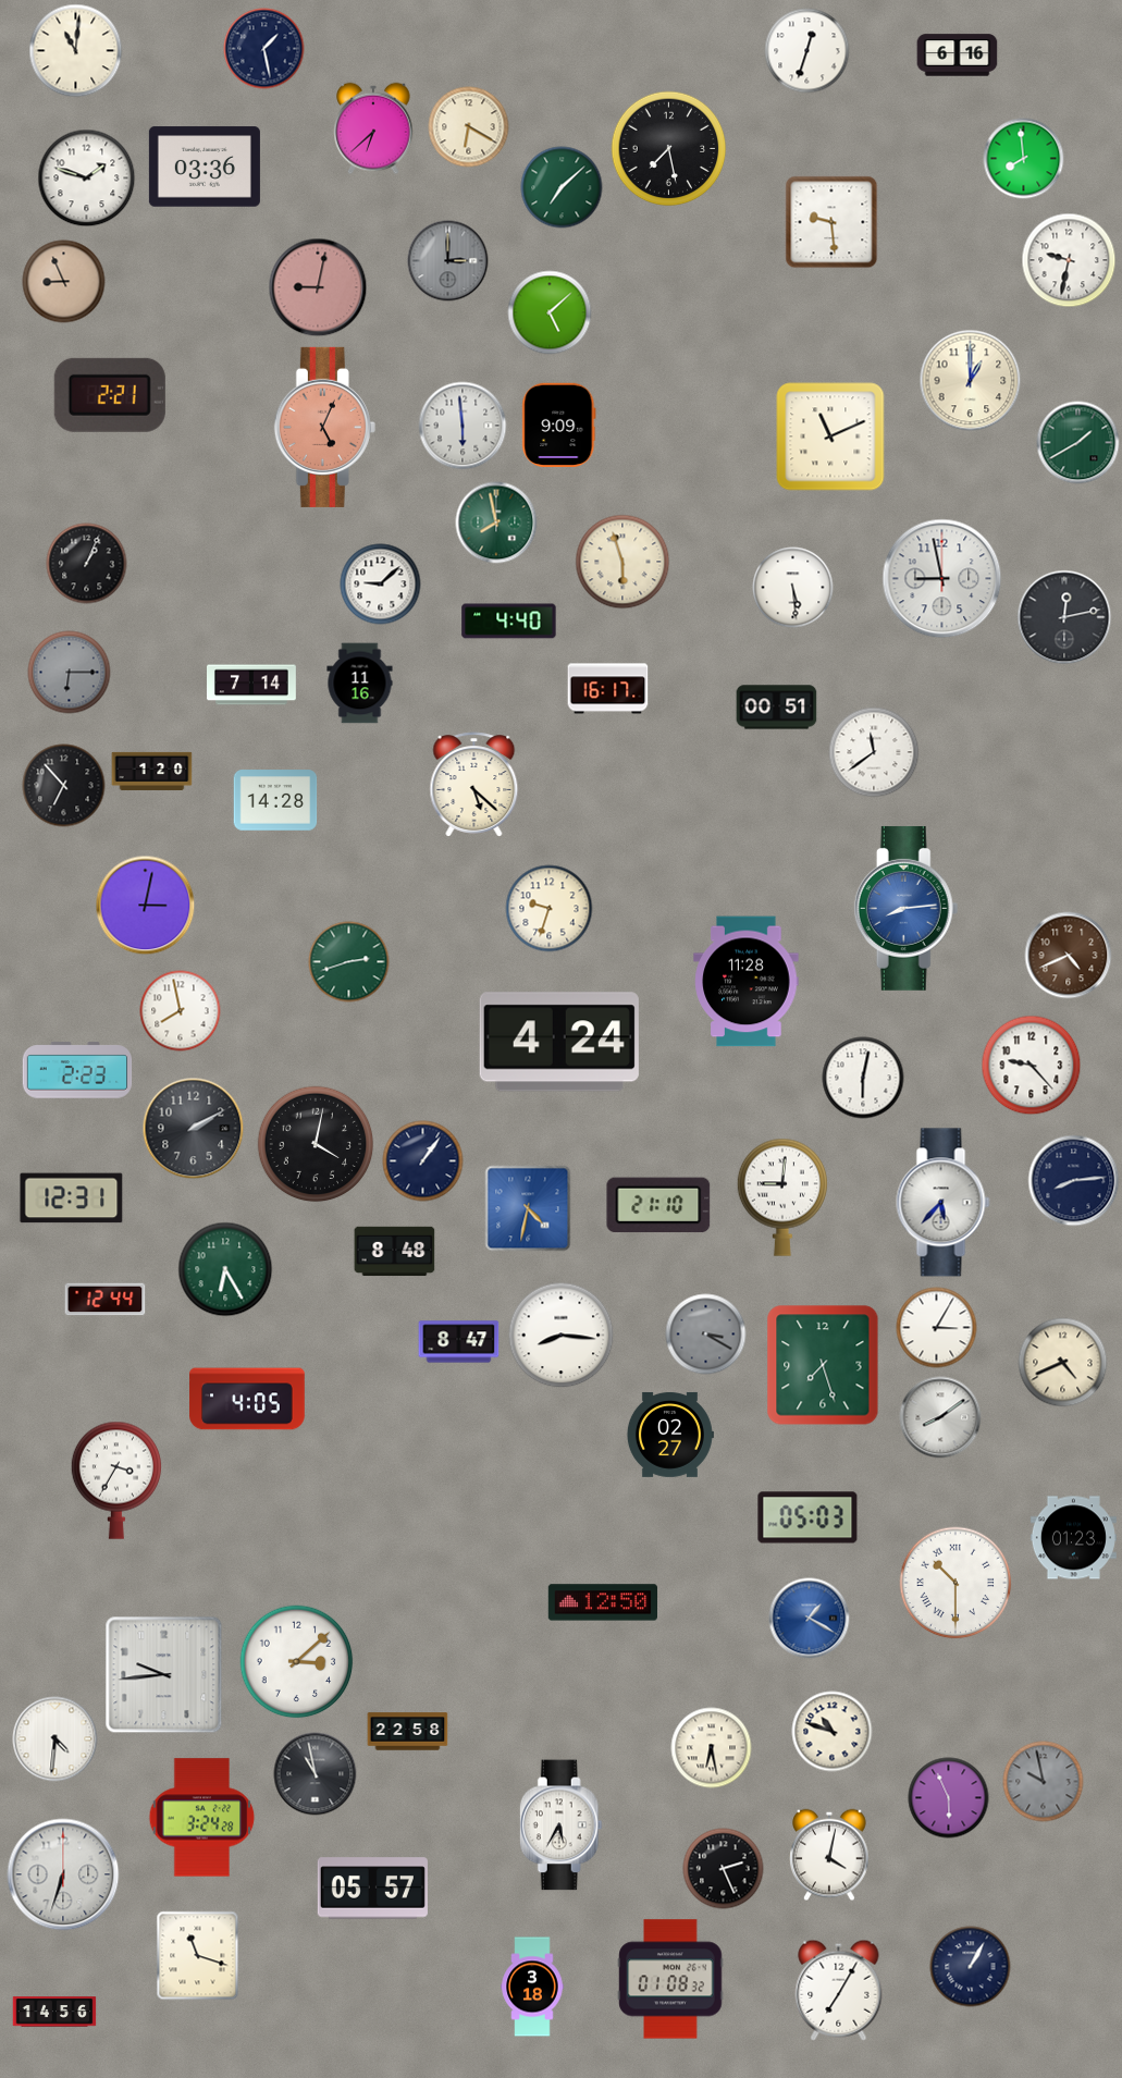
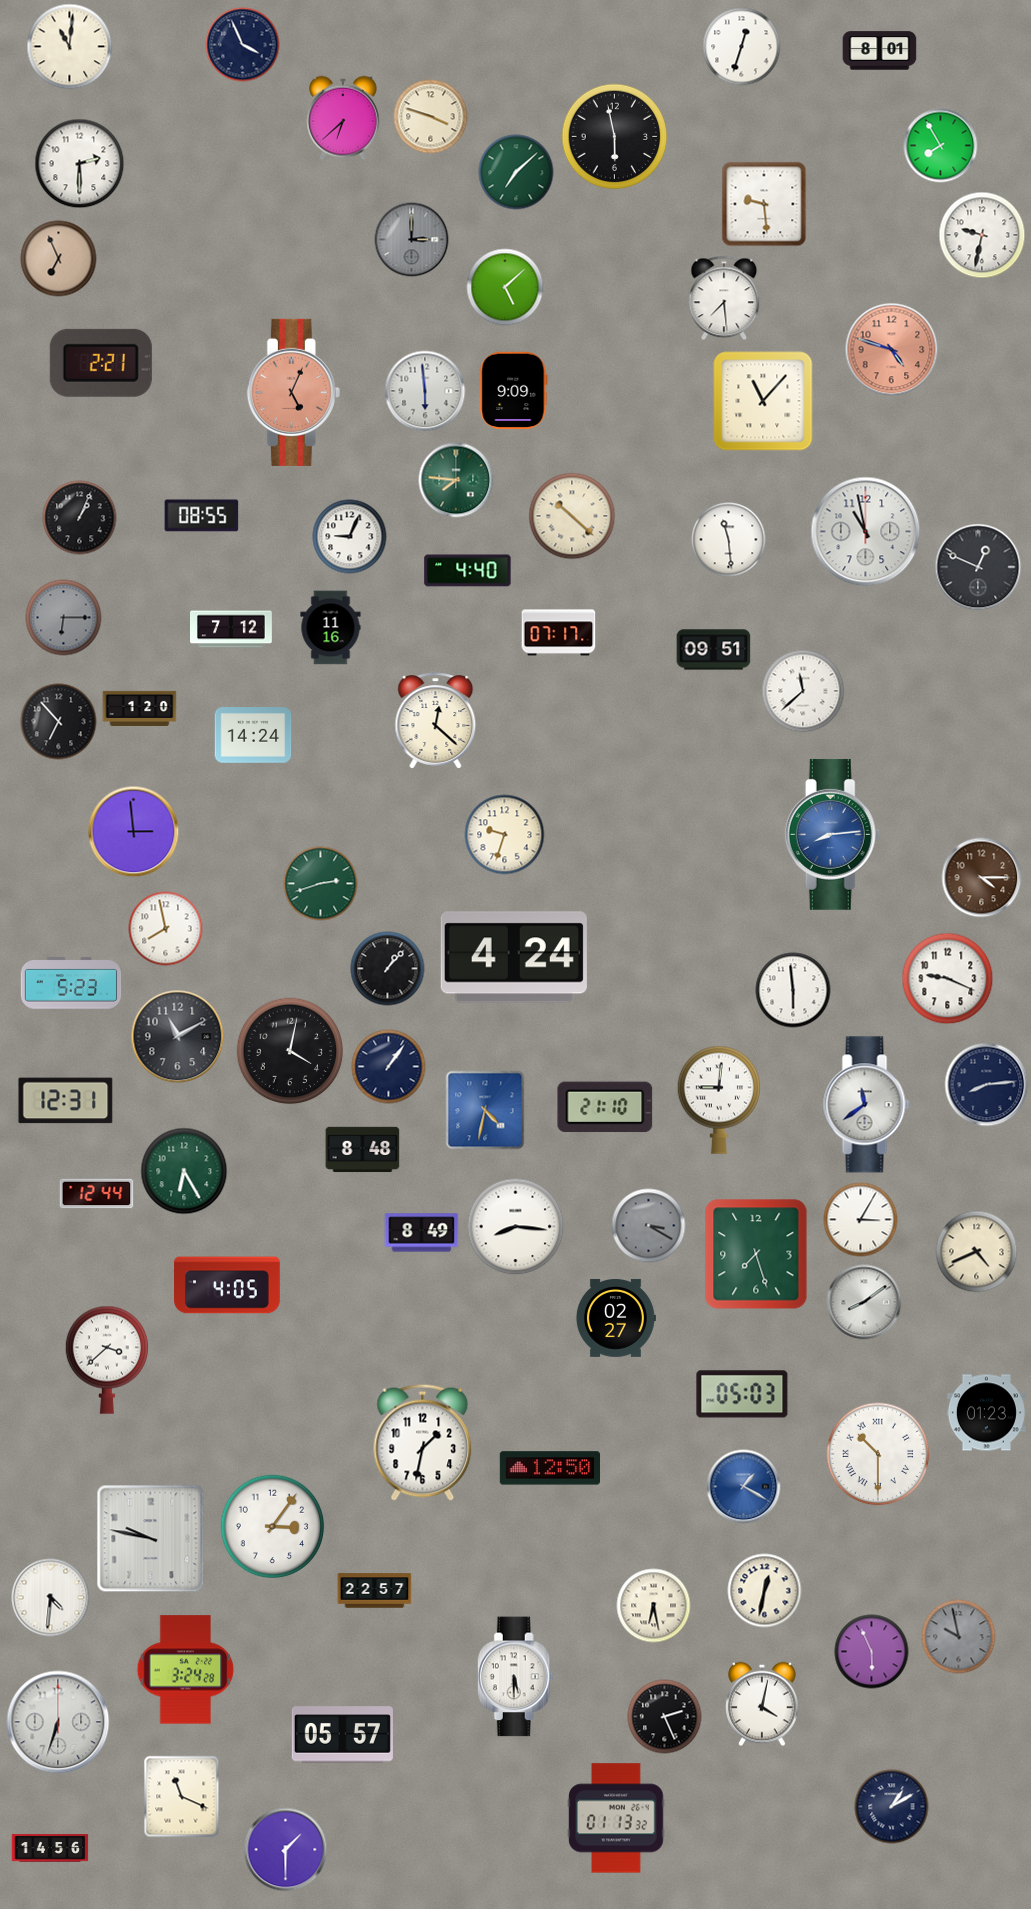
clock at (264, 49): 1:28 -> 3:56
clock at (958, 56): 6:16 -> 8:01
clock at (469, 127): 6:20 -> 3:48
clock at (669, 149): 7:28 -> 5:58
clock at (1024, 159): 7:59 -> 7:55
clock at (205, 167): 03:36 -> none
clock at (87, 179): 1:48 -> 2:30
clock at (1069, 260) position: (1069, 260) -> (982, 235)
clock at (64, 282): 8:56 -> 6:56
clock at (318, 287): 9:02 -> none
clock at (724, 298): none -> 7:29
clock at (971, 381): 1:00 -> 4:48
clock at (971, 381) dial: cream -> salmon
clock at (324, 427) position: (324, 427) -> (293, 392)
clock at (830, 436): 11:11 -> 11:07
clock at (1078, 443): 1:40 -> none
clock at (496, 522): 7:58 -> 7:46
clock at (202, 516): none -> 08:55
clock at (622, 562): 5:57 -> 10:22
clock at (942, 579): 8:58 -> 10:58
clock at (381, 585): 9:08 -> 9:04
clock at (793, 588): 5:29 -> 11:29
clock at (1064, 617): 12:13 -> 12:49
clock at (252, 685): 7:14 -> 7:12
clock at (608, 689): 16:17 -> 07:17
clock at (777, 708): 00:51 -> 09:51
clock at (874, 752): 11:39 -> 11:38
clock at (474, 785): 5:22 -> 12:22
clock at (275, 800): 14:28 -> 14:24
clock at (146, 906): 3:02 -> 2:59
clock at (1069, 956): 4:41 -> 4:15
clock at (747, 982): 11:28 -> none
clock at (388, 969): none -> 1:07
clock at (1032, 1066): 9:23 -> 9:19
clock at (77, 1070): 2:23 -> 5:23
clock at (863, 1078): 6:02 -> 5:59
clock at (194, 1129): 2:10 -> 11:10
clock at (944, 1203): 5:37 -> 11:39
clock at (225, 1269) position: (225, 1269) -> (184, 1171)
clock at (459, 1342): 8:47 -> 8:49
clock at (115, 1480): 3:35 -> 3:38
clock at (423, 1442): none -> 1:32
clock at (602, 1602) position: (602, 1602) -> (549, 1468)
clock at (297, 1662): 3:08 -> 3:06
clock at (164, 1675): 9:44 -> 9:47
clock at (408, 1732): 22:58 -> 22:57
clock at (833, 1732): 10:48 -> 12:32
clock at (316, 1774): 10:58 -> none
clock at (560, 1825): 5:35 -> 5:30
clock at (198, 1956): 11:18 -> 11:19
clock at (971, 1967): 1:05 -> 1:10
clock at (670, 1979): 01:08 -> 01:13
clock at (532, 1987): 3:18 -> none
clock at (839, 1990): 7:05 -> none
clock at (286, 1850): none -> 1:30
